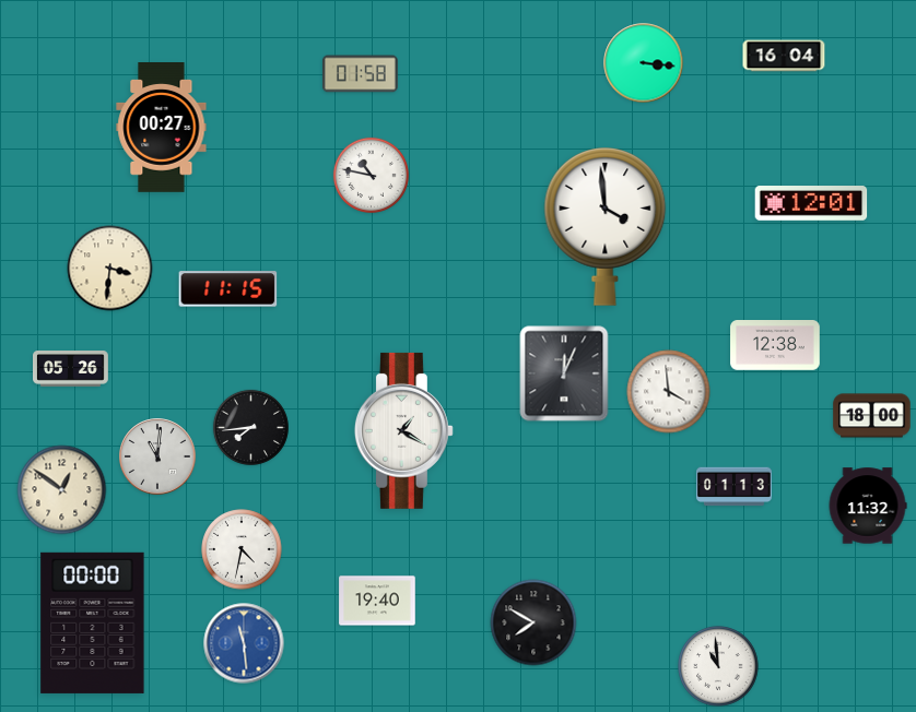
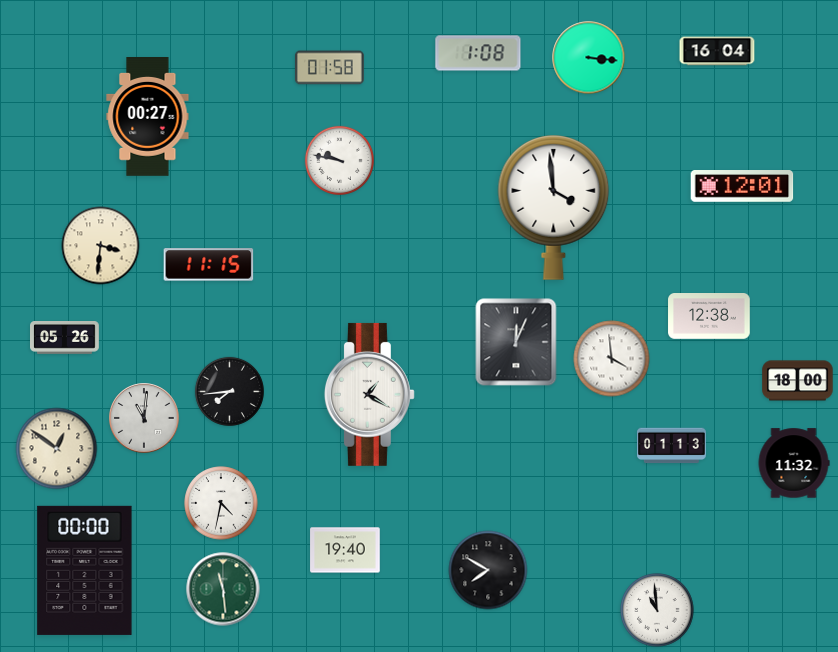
clock at (478, 53): none -> 1:08
clock at (371, 175): 10:47 -> 9:47
clock at (244, 643) dial: blue -> green
